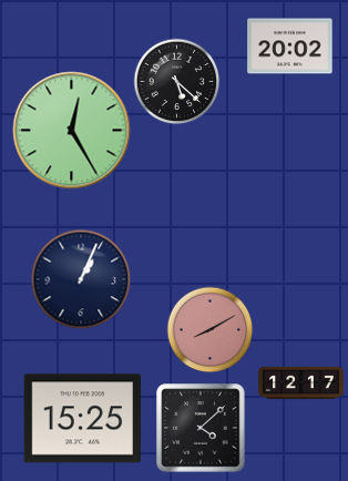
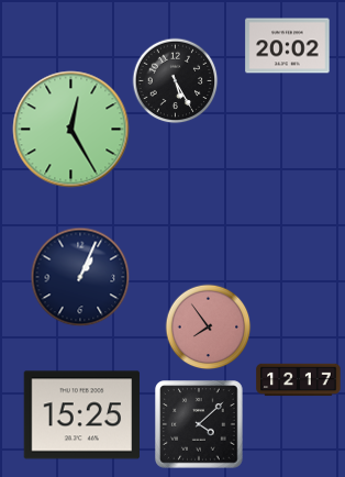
clock at (176, 81): 5:22 -> 5:25
clock at (209, 329): 8:10 -> 7:54
